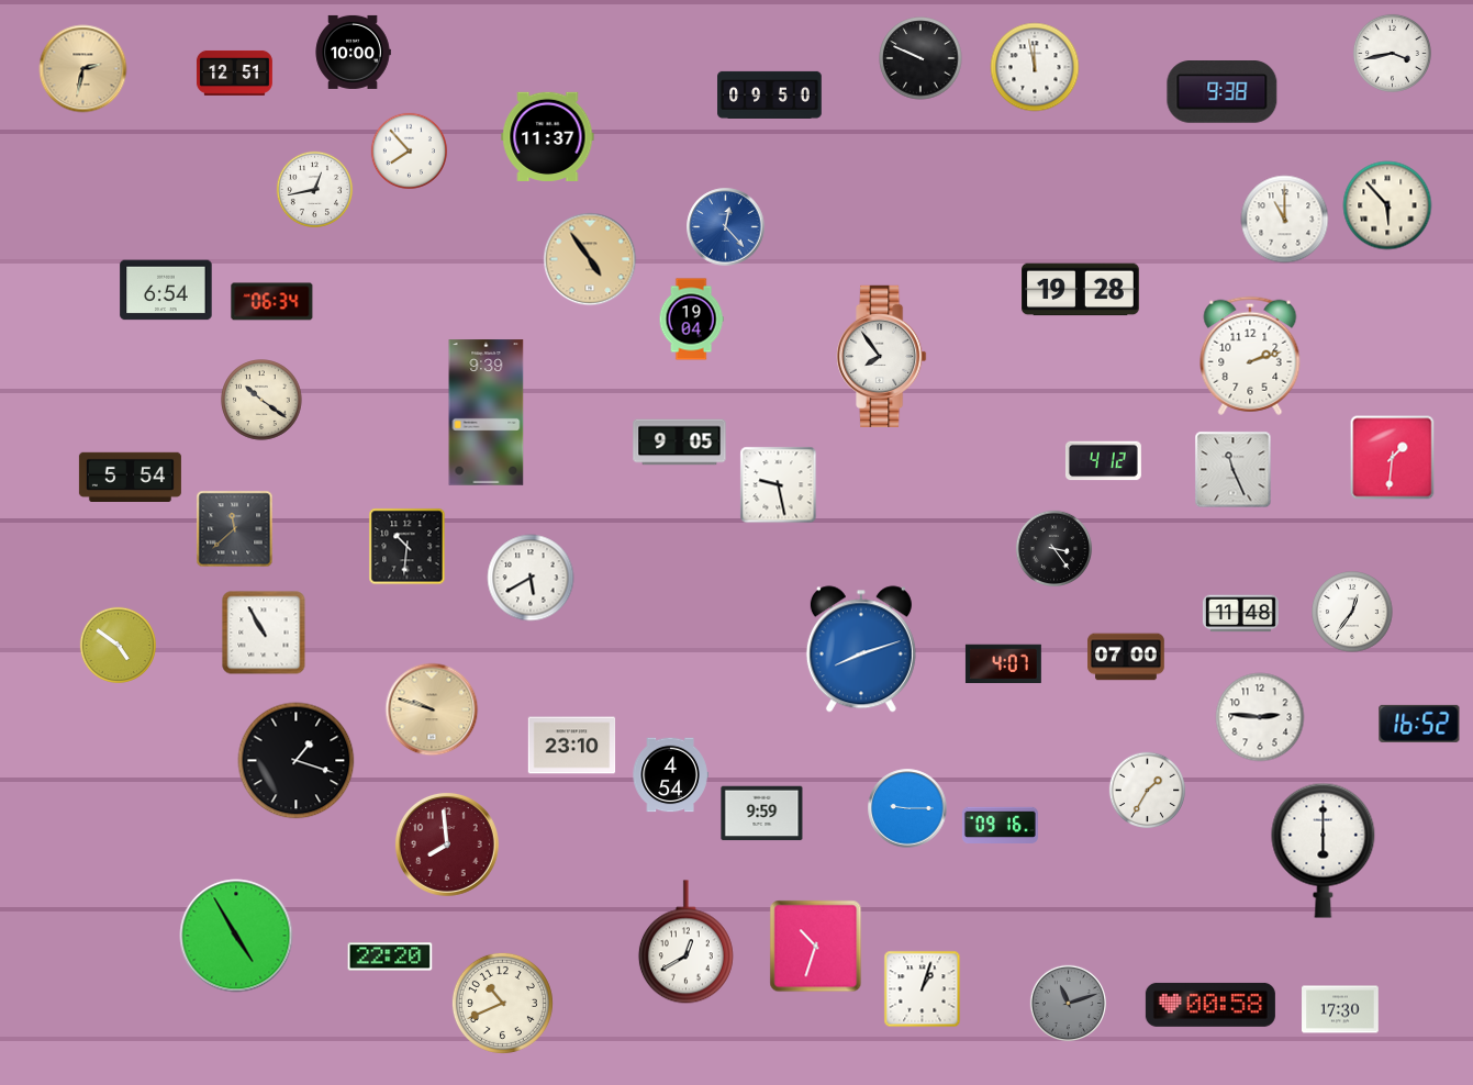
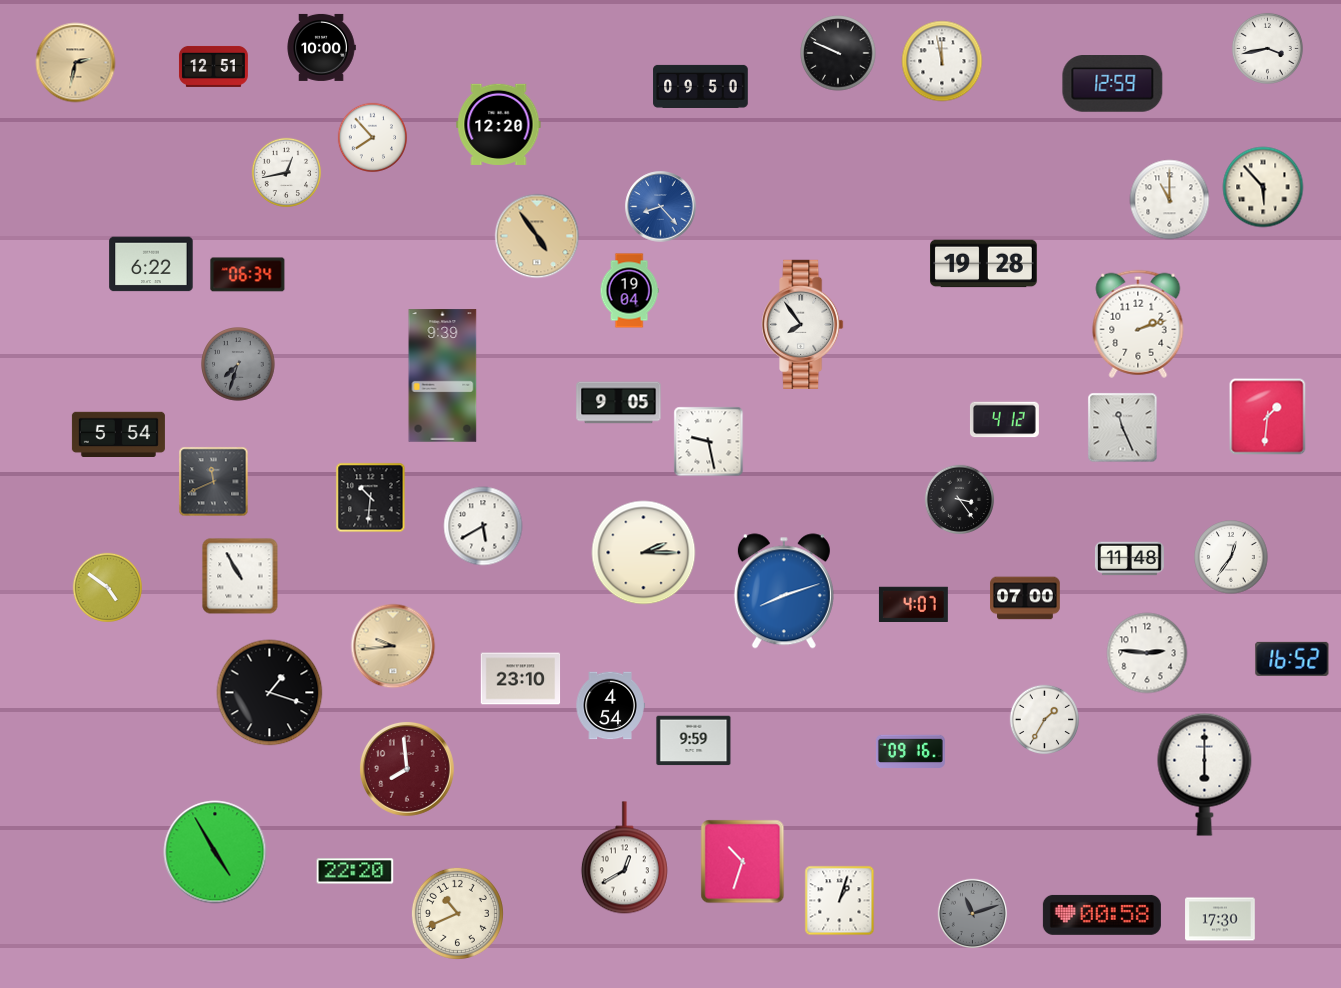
clock at (1223, 92): 9:38 -> 12:59
clock at (548, 136): 11:37 -> 12:20
clock at (726, 227): 12:23 -> 8:23
clock at (166, 290): 6:54 -> 6:22
clock at (261, 400): 10:21 -> 7:33
clock at (261, 400) dial: cream -> grey
clock at (235, 529): 11:38 -> 11:41
clock at (644, 553): none -> 2:15
clock at (432, 709): 9:48 -> 9:44
clock at (907, 808): 9:15 -> none
